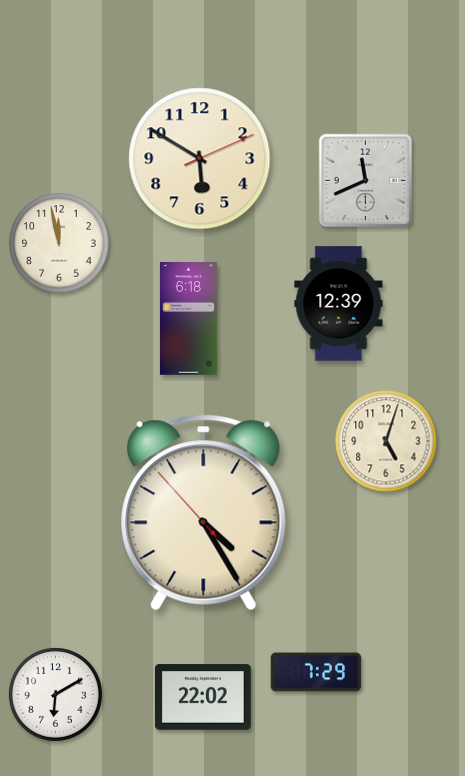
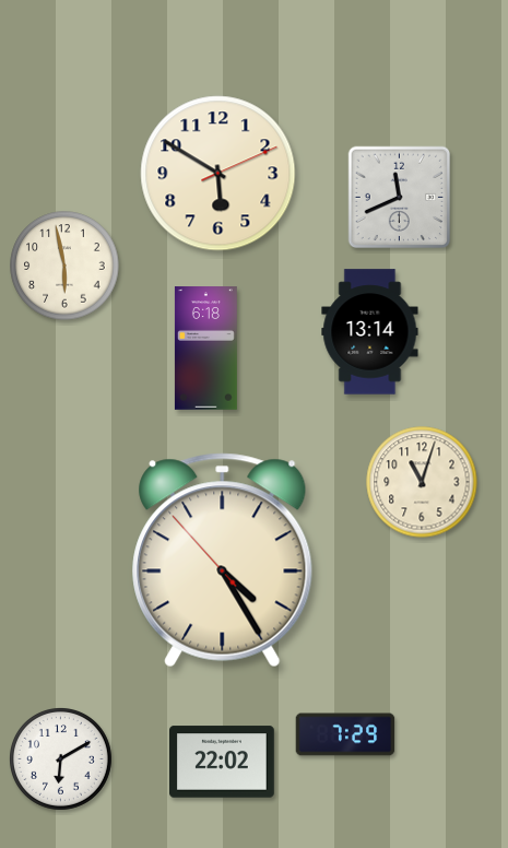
clock at (59, 243): 11:58 -> 5:58
clock at (339, 304): 12:39 -> 13:14
clock at (386, 441): 5:03 -> 11:03
